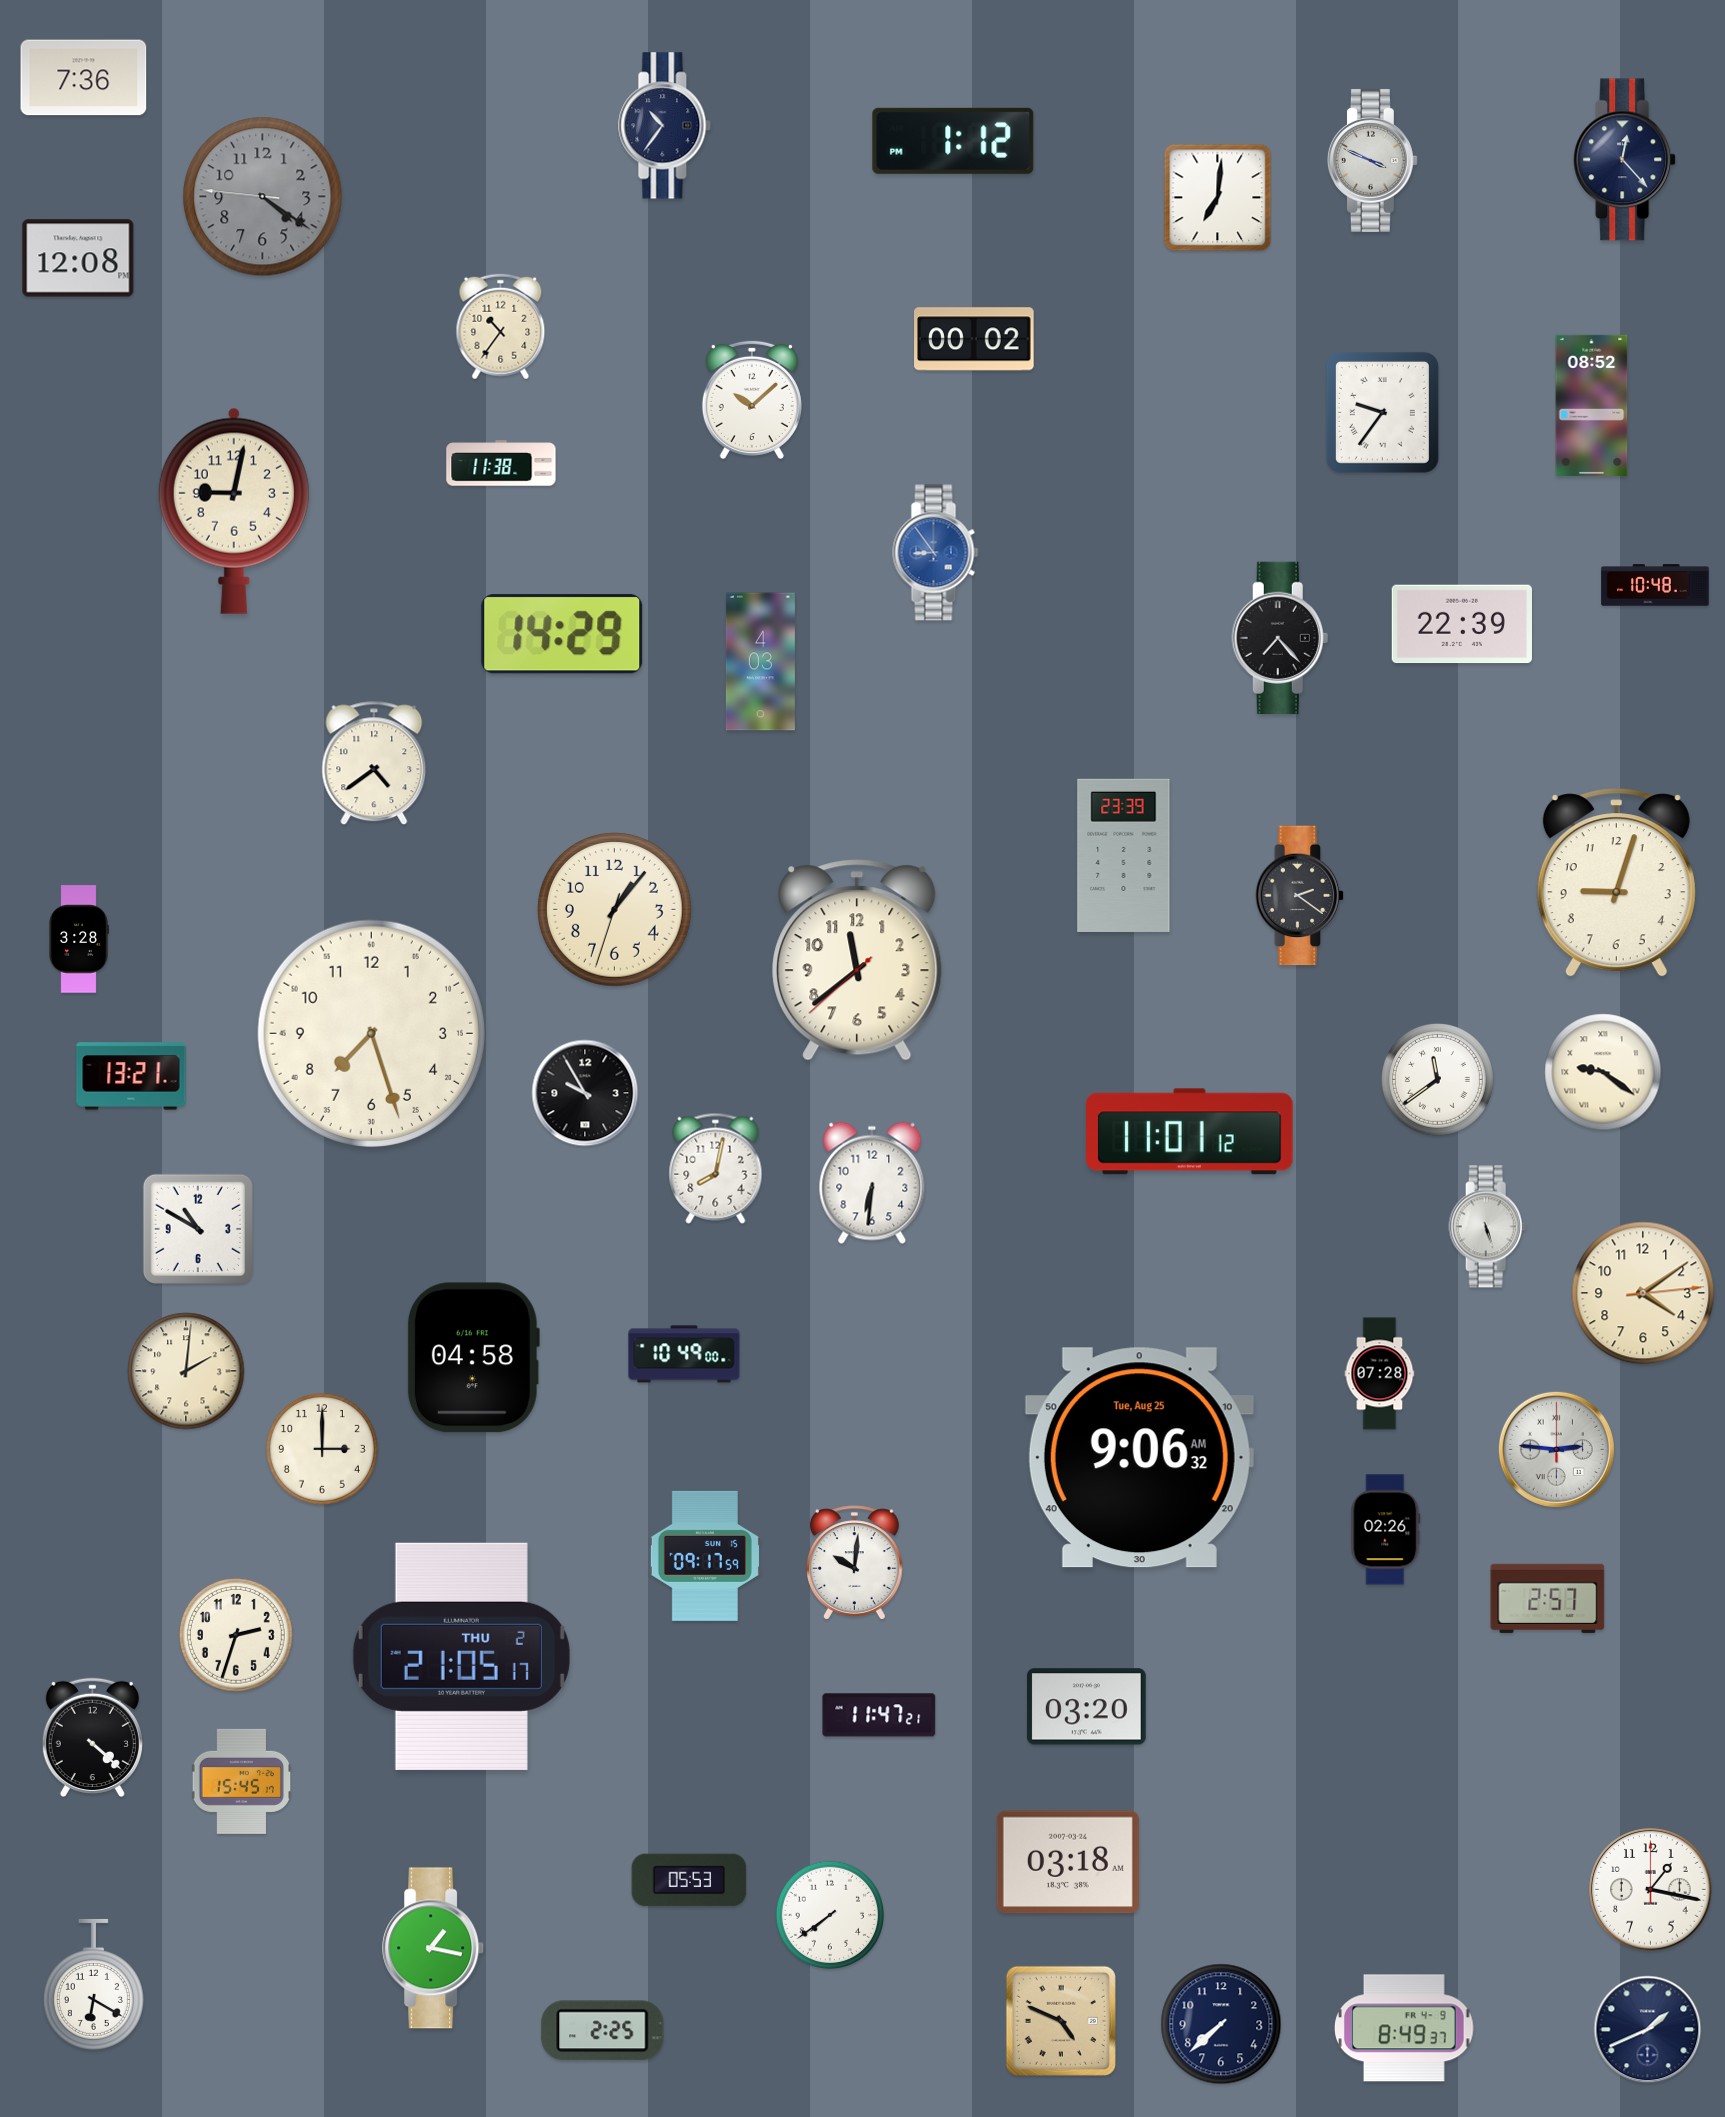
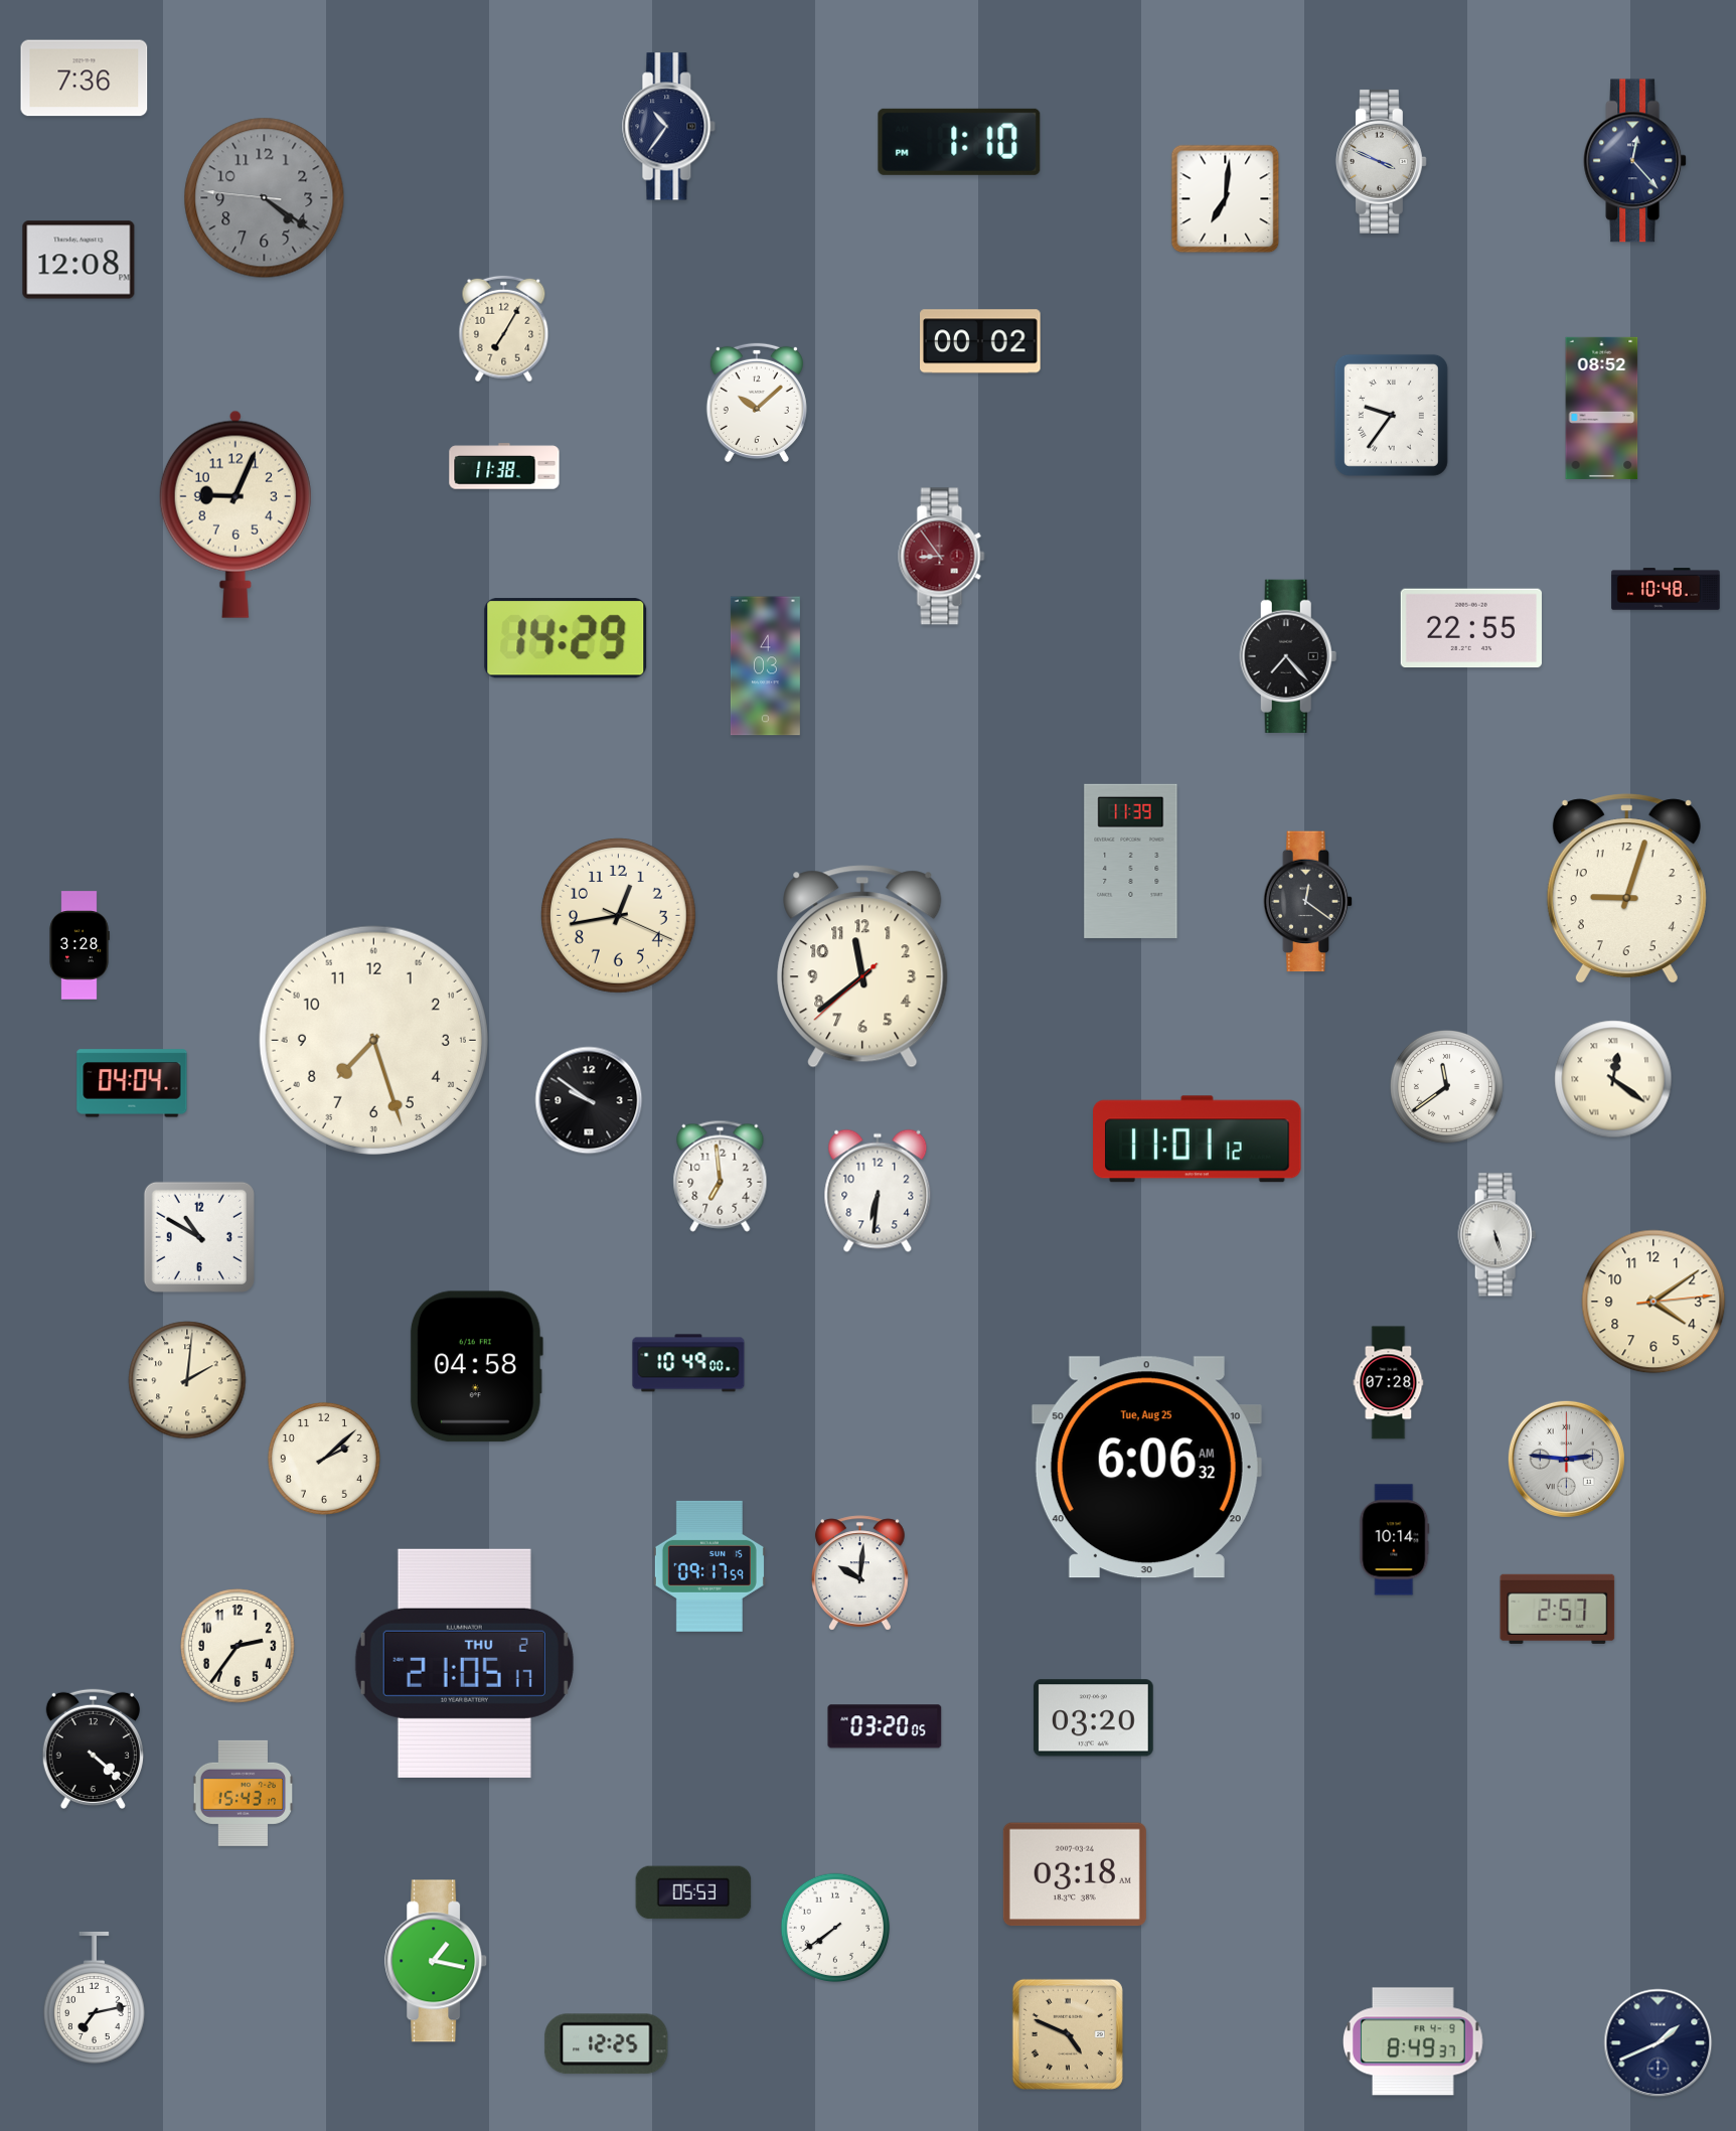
clock at (953, 141): 1:12 -> 1:10
clock at (501, 327): 10:36 -> 7:05
clock at (234, 511): 9:02 -> 9:04
clock at (936, 553) dial: blue -> burgundy
clock at (1461, 624): 22:39 -> 22:55
clock at (1280, 638) position: (1280, 638) -> (1288, 656)
clock at (374, 763): 4:39 -> none
clock at (1124, 855): 23:39 -> 11:39
clock at (1300, 896): 2:21 -> 12:21
clock at (614, 909): 1:06 -> 12:43
clock at (1603, 1072): 9:21 -> 12:21
clock at (131, 1076): 13:21 -> 04:04
clock at (585, 1093): 9:55 -> 9:51
clock at (716, 1168): 8:02 -> 6:59
clock at (322, 1449): 3:00 -> 2:08
clock at (1139, 1458): 9:06 -> 6:06
clock at (1386, 1530): 02:26 -> 10:14
clock at (237, 1636): 2:33 -> 2:36
clock at (461, 1656) position: (461, 1656) -> (464, 1663)
clock at (879, 1715): 11:47 -> 03:20
clock at (241, 1781): 15:45 -> 15:43
clock at (1651, 1890): 1:17 -> none
clock at (93, 1984): 6:20 -> 7:13
clock at (1221, 2024): 7:38 -> none
clock at (603, 2031): 2:25 -> 12:25
